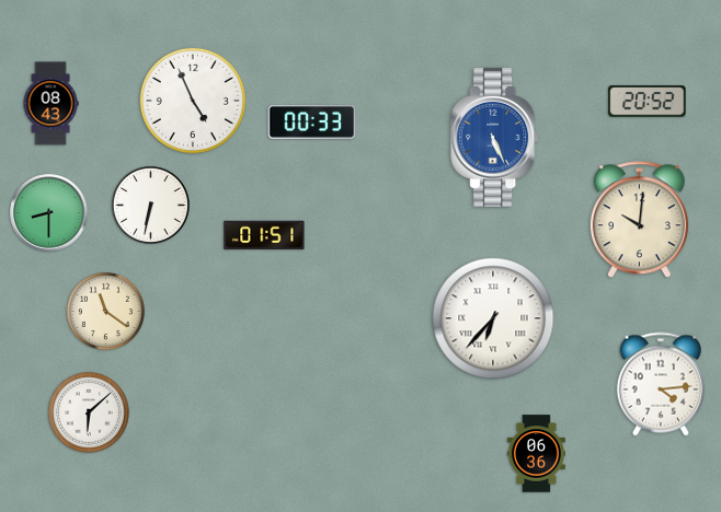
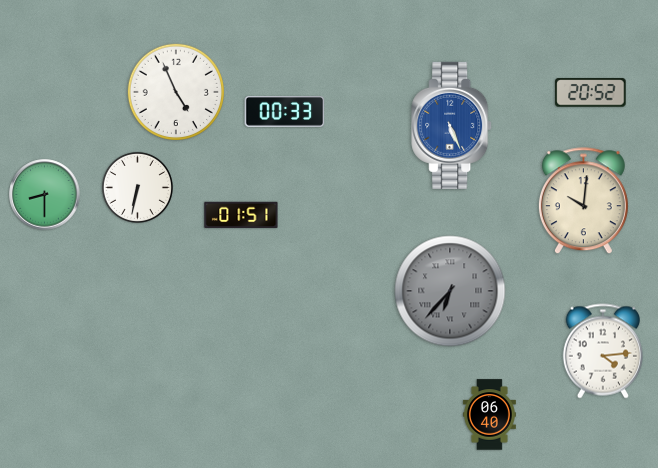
clock at (50, 104): 08:43 -> none
clock at (105, 311): 11:21 -> none
clock at (493, 318) dial: white -> grey
clock at (90, 414): 6:08 -> none
clock at (536, 454): 06:36 -> 06:40
